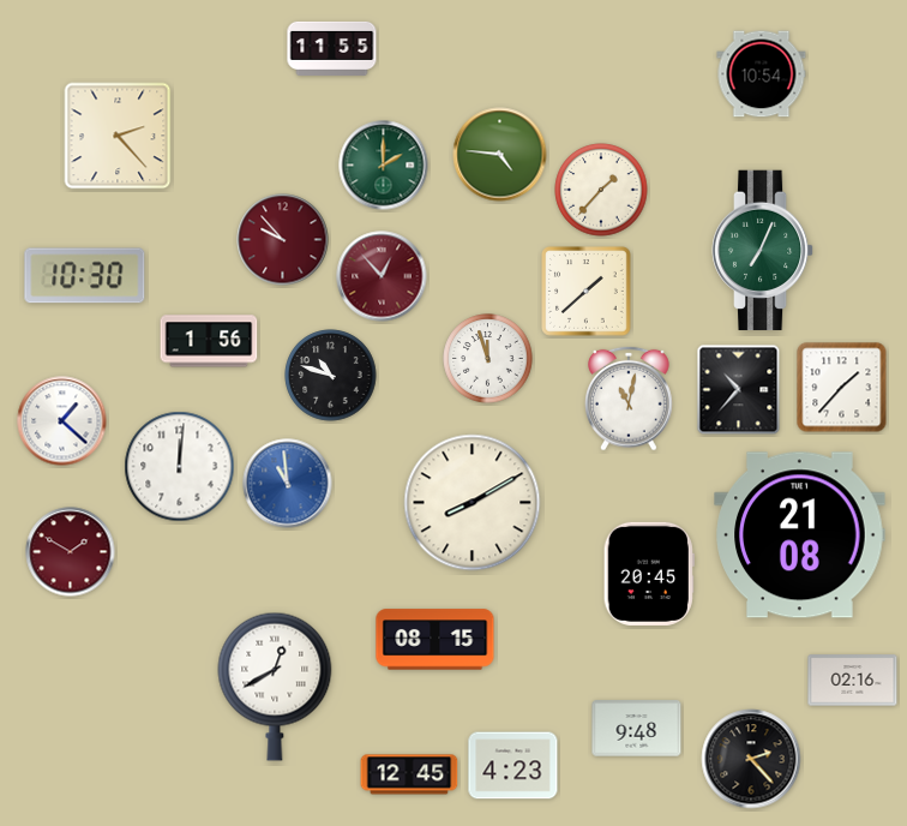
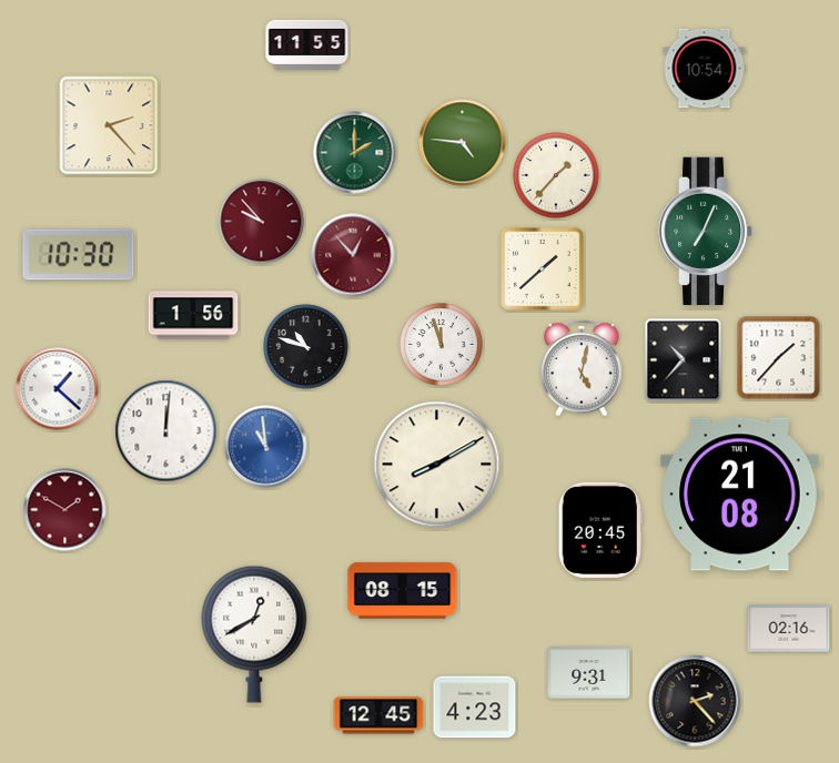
clock at (488, 359) position: (488, 359) -> (442, 345)
clock at (630, 399): 11:02 -> 5:02
clock at (637, 729): 9:48 -> 9:31
